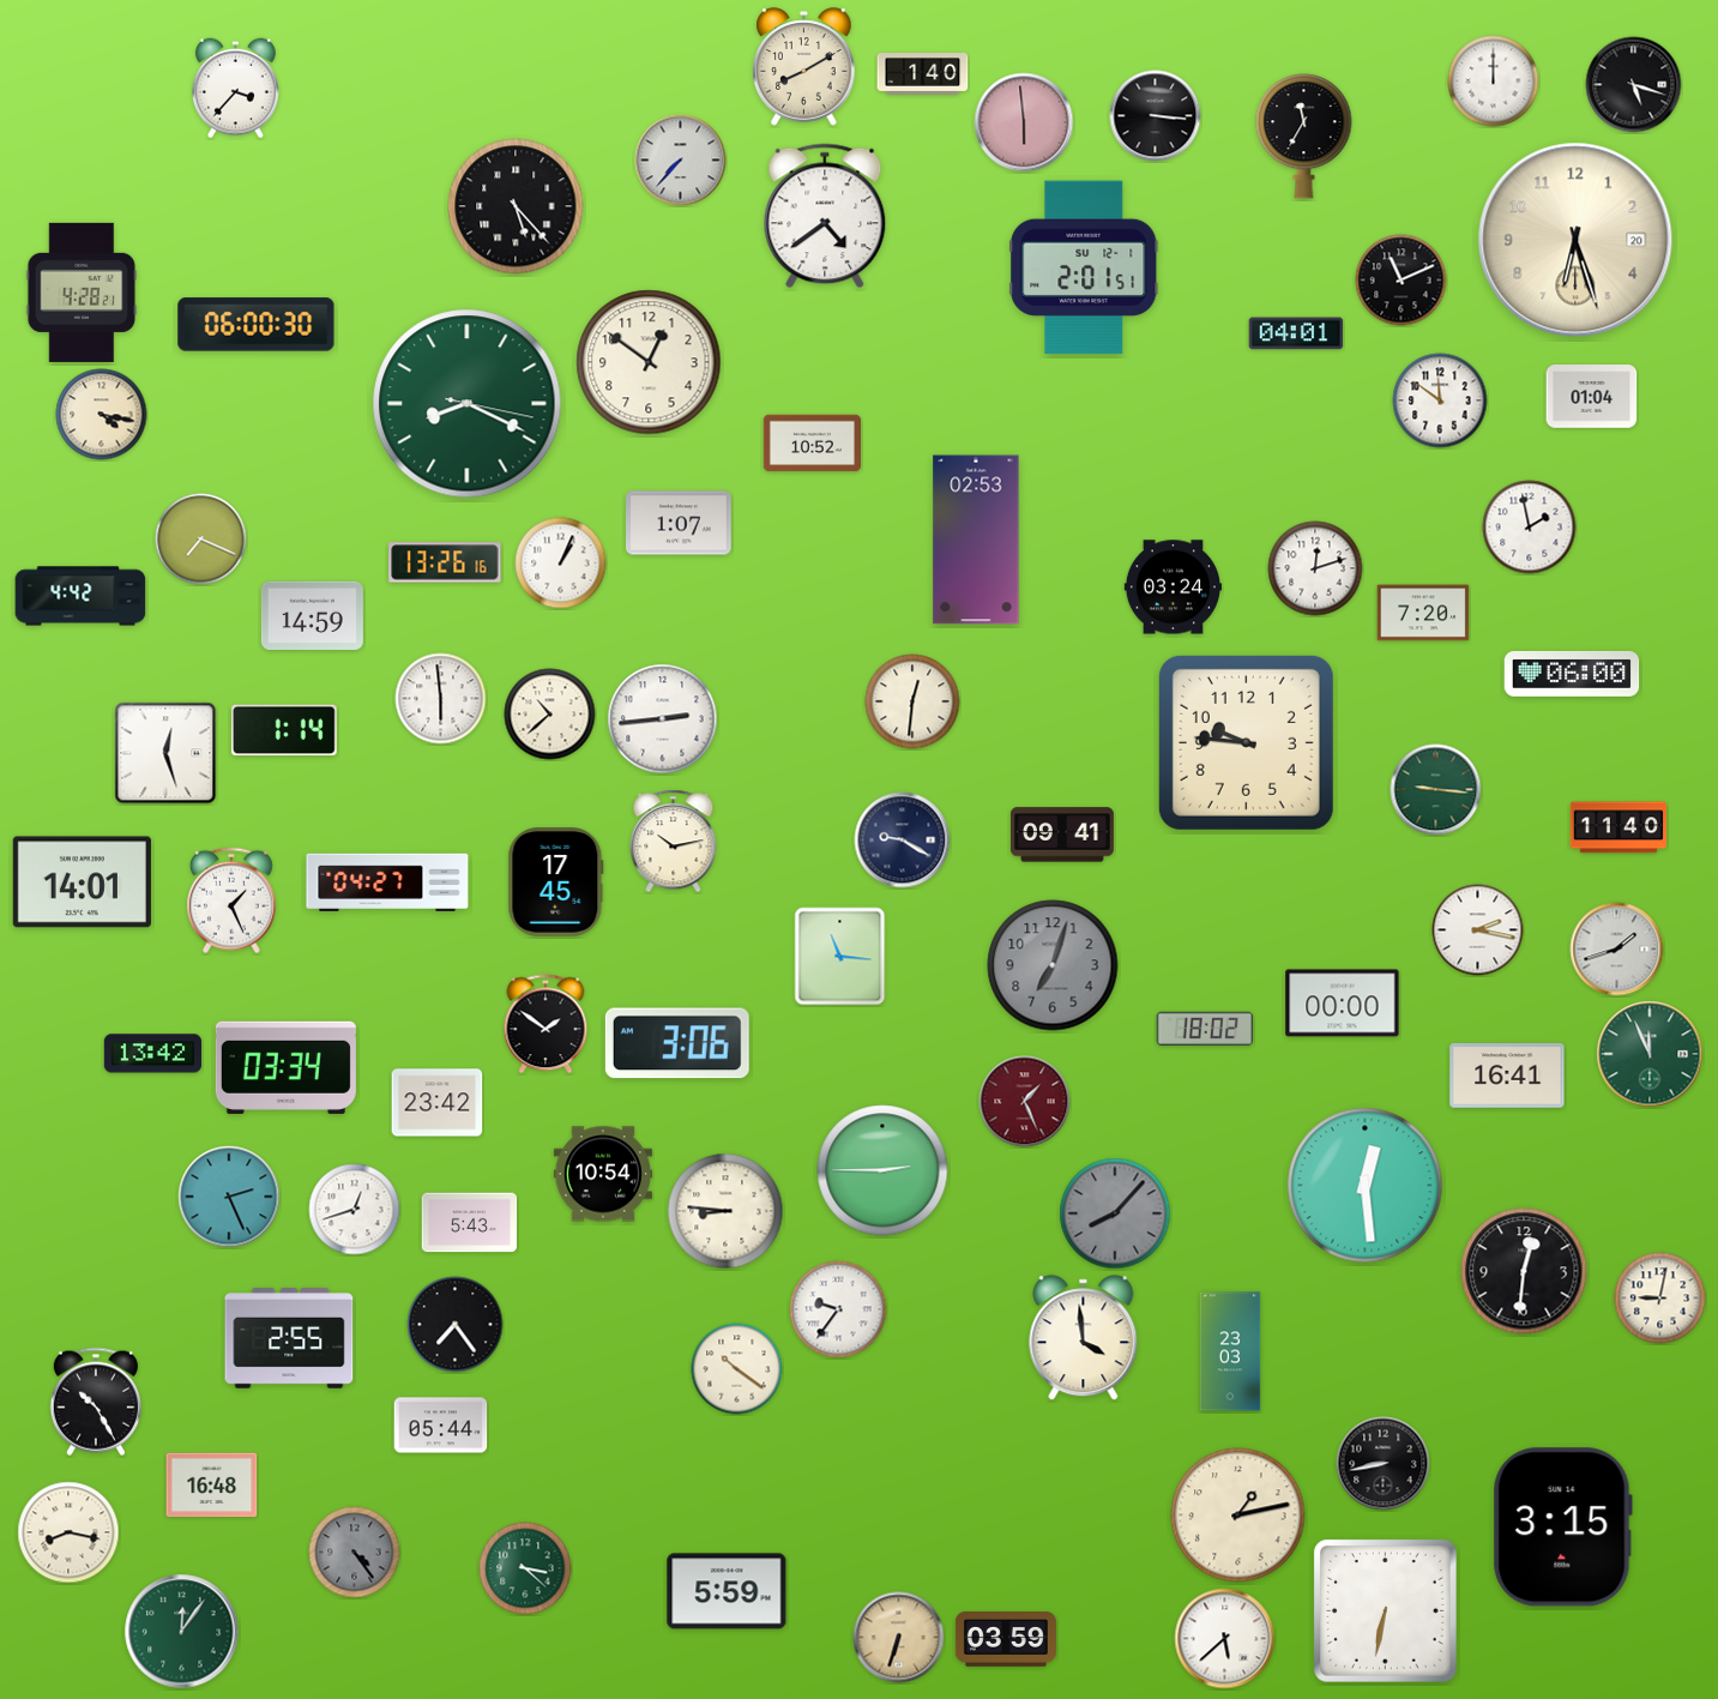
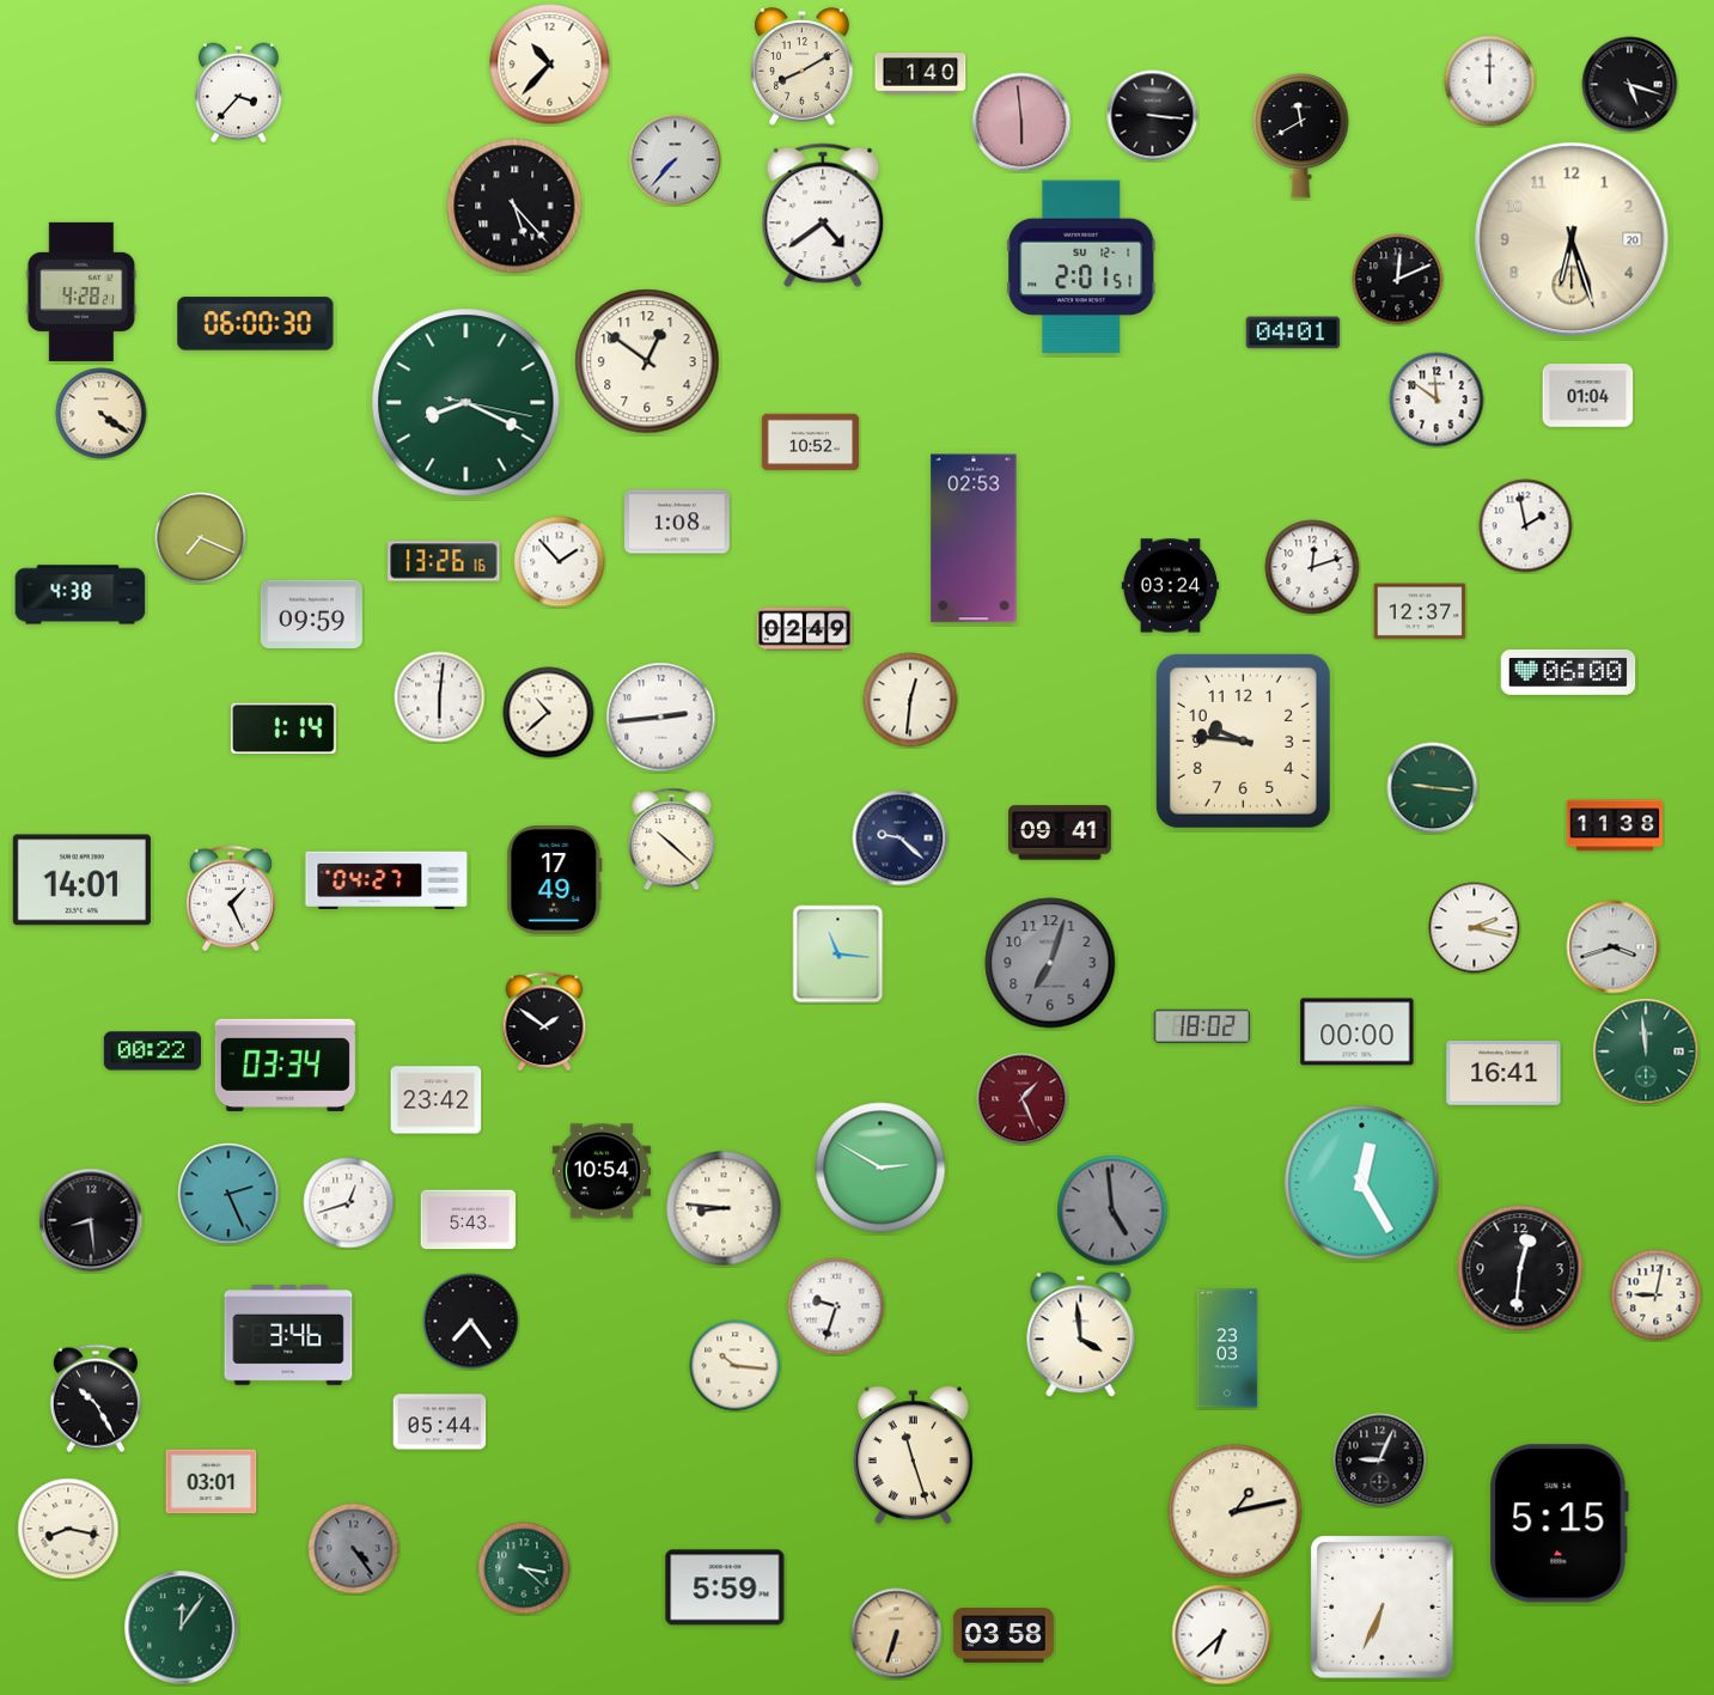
clock at (550, 65): none -> 10:37
clock at (235, 89) position: (235, 89) -> (238, 93)
clock at (1304, 137): 11:35 -> 11:40
clock at (681, 161) position: (681, 161) -> (676, 160)
clock at (1401, 281): 11:11 -> 12:11
clock at (102, 415): 4:17 -> 4:21
clock at (680, 523): 1:07 -> 1:08
clock at (561, 564): 1:04 -> 1:53
clock at (80, 596): 4:42 -> 4:38
clock at (1423, 613): 7:20 -> 12:37
clock at (312, 615): 14:59 -> 09:59
clock at (805, 629): none -> 02:49
clock at (441, 699): 5:59 -> 6:01
clock at (165, 753): 12:27 -> none
clock at (1618, 827): 11:40 -> 11:38
clock at (903, 841): 9:20 -> 9:22
clock at (674, 842): 10:13 -> 10:22
clock at (556, 882): 17:45 -> 17:49
clock at (1617, 950): 1:42 -> 3:42
clock at (1343, 1004) position: (1343, 1004) -> (1358, 1032)
clock at (677, 1043): 3:06 -> none
clock at (152, 1054): 13:42 -> 00:22
clock at (1650, 1054): 11:56 -> 11:59
clock at (882, 1170): 2:45 -> 2:50
clock at (1366, 1186): 12:29 -> 12:25
clock at (355, 1210) position: (355, 1210) -> (349, 1203)
clock at (1115, 1213): 8:07 -> 4:59
clock at (91, 1220): none -> 8:29
clock at (838, 1309): 9:36 -> 9:33
clock at (456, 1325) position: (456, 1325) -> (471, 1322)
clock at (289, 1338): 2:55 -> 3:46
clock at (737, 1369): 10:21 -> 10:16
clock at (913, 1456): none -> 11:27
clock at (1384, 1464): 8:43 -> 9:04
clock at (212, 1486): 16:48 -> 03:01
clock at (1562, 1528): 3:15 -> 5:15
clock at (525, 1568) position: (525, 1568) -> (524, 1568)
clock at (1386, 1611): 6:32 -> 6:34
clock at (1225, 1639): 5:38 -> 6:38
clock at (1006, 1640): 03:59 -> 03:58
